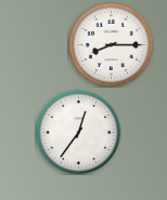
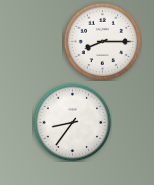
clock at (78, 132): 12:36 -> 8:36
